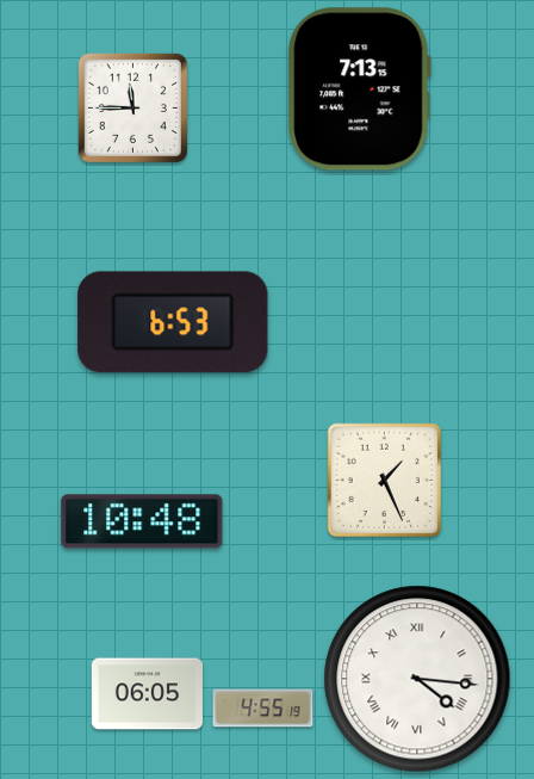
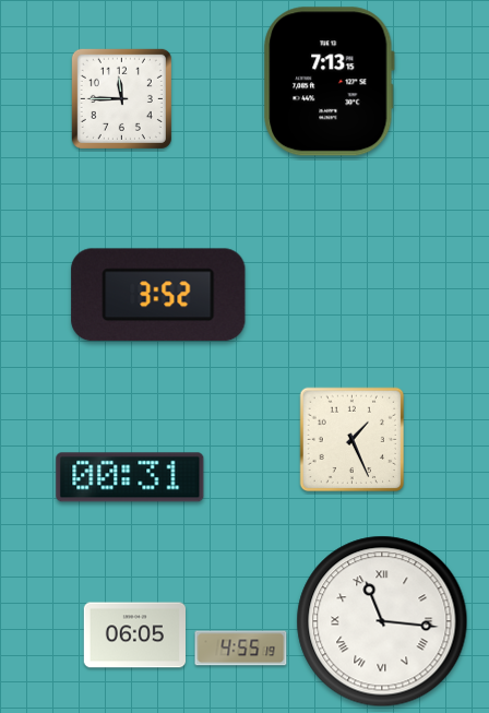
clock at (173, 322): 6:53 -> 3:52
clock at (142, 521): 10:48 -> 00:31
clock at (417, 679): 4:16 -> 11:16
